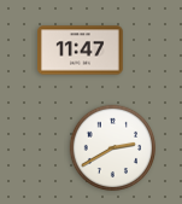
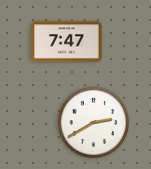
clock at (81, 51): 11:47 -> 7:47
